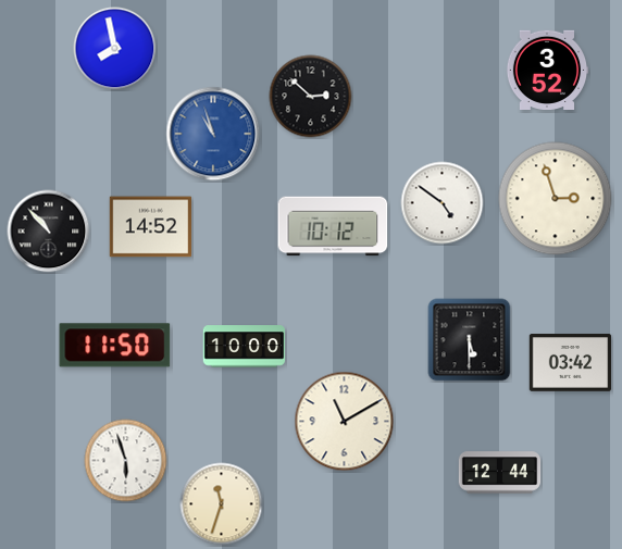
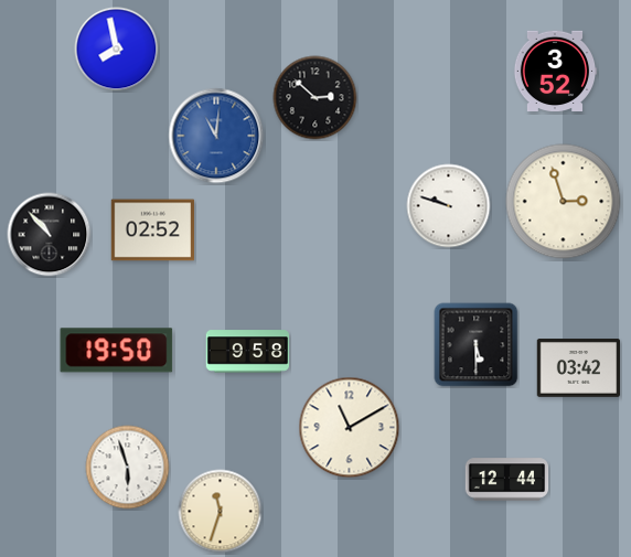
clock at (213, 134): 10:57 -> 11:01
clock at (443, 203): 4:51 -> 9:48
clock at (333, 226): 10:12 -> none
clock at (151, 227): 14:52 -> 02:52
clock at (115, 346): 11:50 -> 19:50
clock at (245, 347): 10:00 -> 9:58
clock at (222, 504) position: (222, 504) -> (221, 512)
